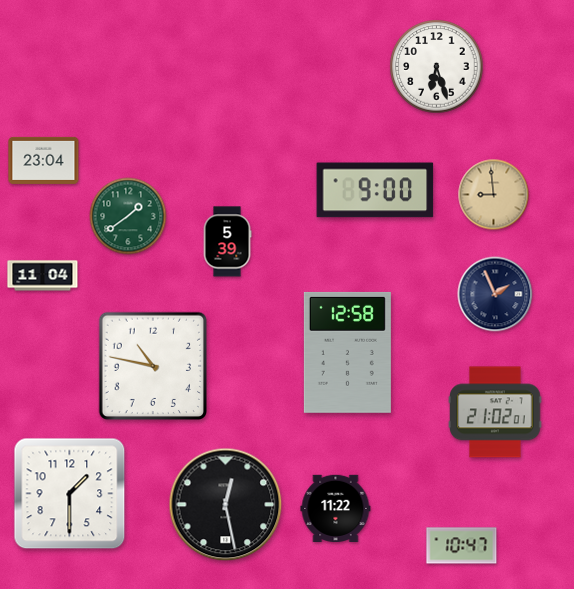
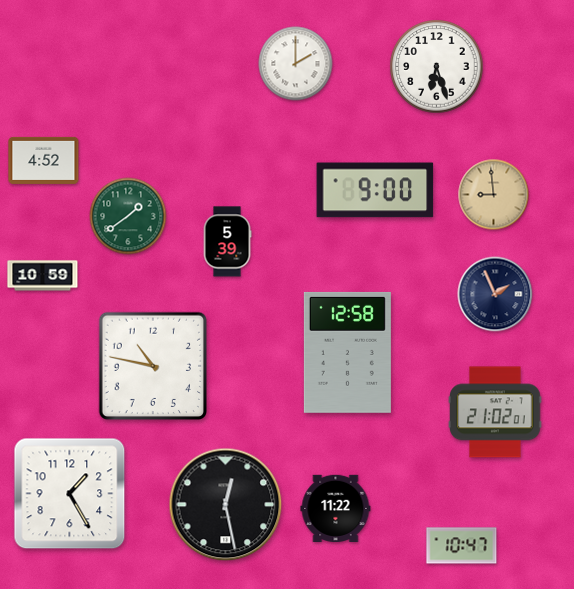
clock at (296, 64): none -> 2:00
clock at (44, 160): 23:04 -> 4:52
clock at (43, 276): 11:04 -> 10:59
clock at (70, 494): 1:30 -> 1:25
